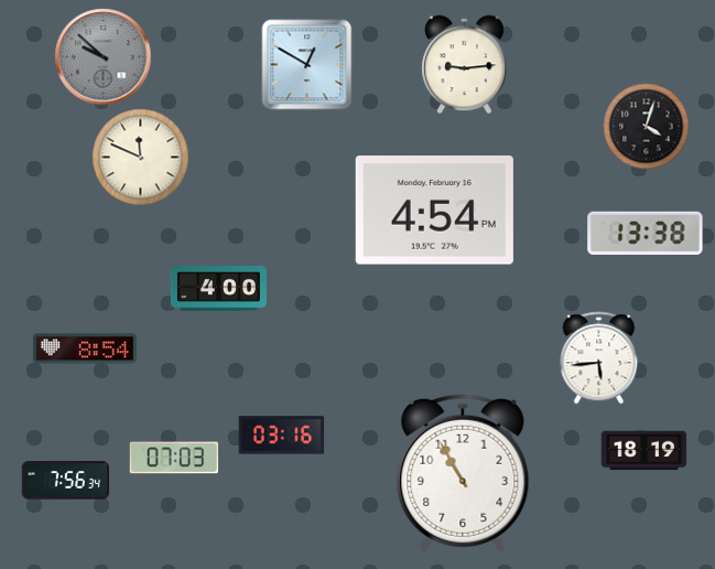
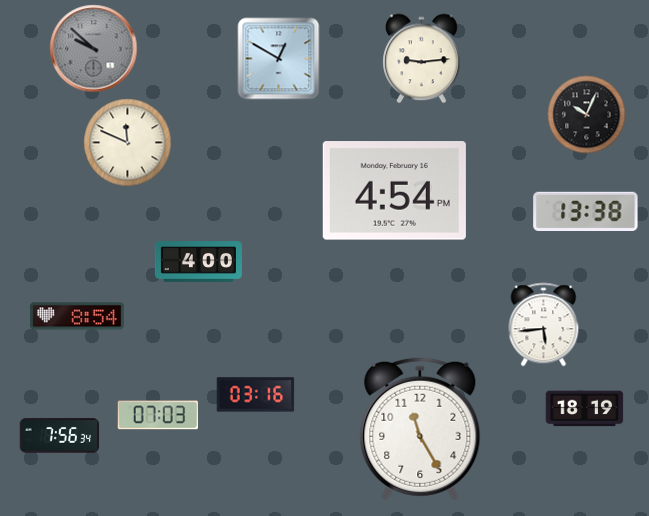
clock at (102, 56) position: (102, 56) -> (93, 48)
clock at (646, 126): 4:03 -> 10:04
clock at (463, 473): 10:55 -> 11:25
